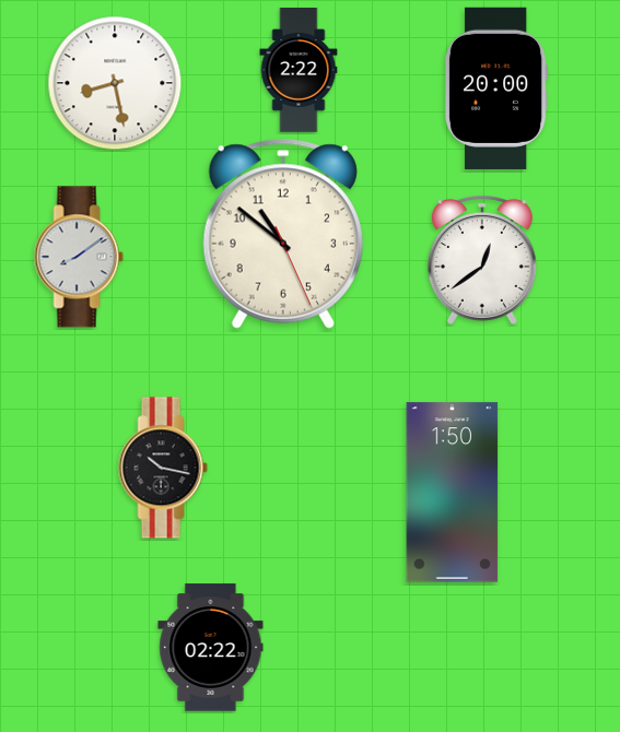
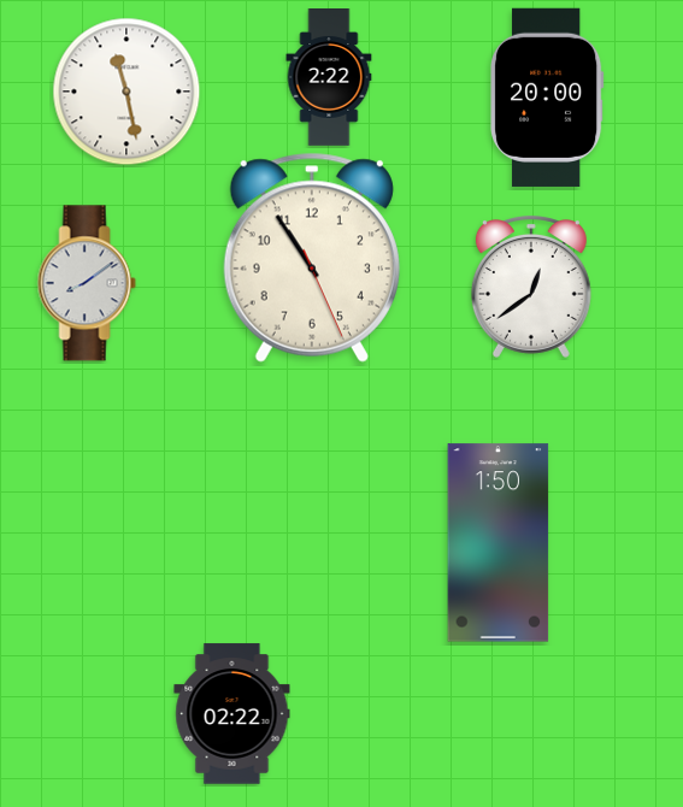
clock at (115, 83): 8:28 -> 11:28
clock at (283, 234): 10:51 -> 10:54
clock at (163, 468): 10:17 -> none
